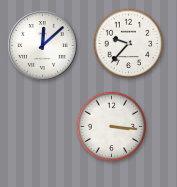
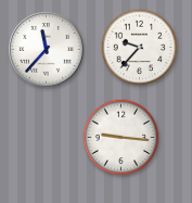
clock at (42, 45): 12:08 -> 11:37
clock at (112, 127): 3:16 -> 9:16
